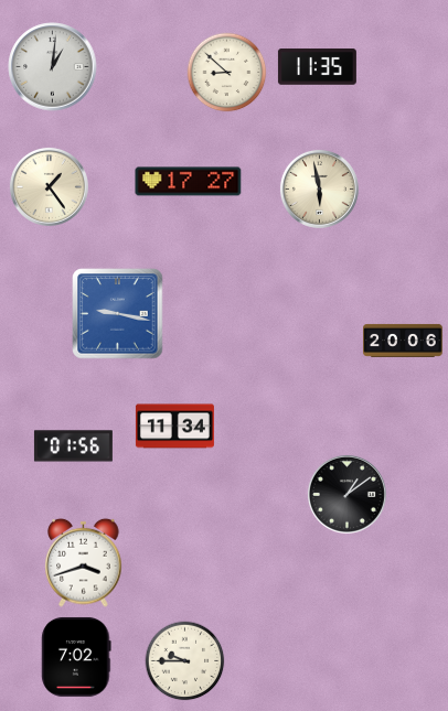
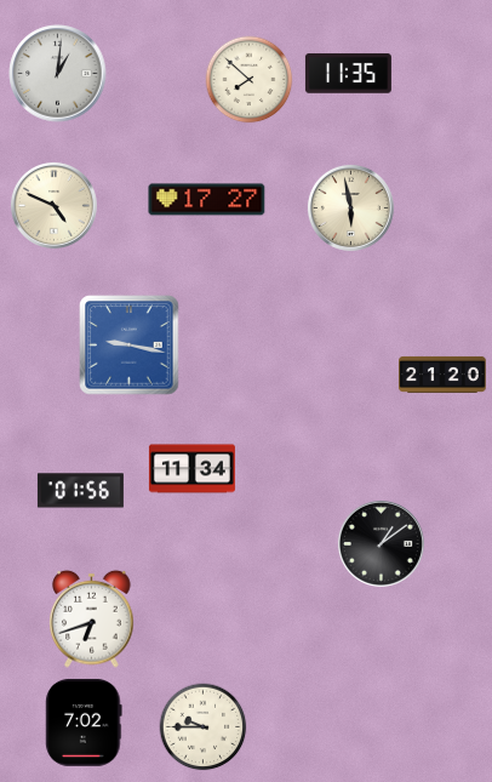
clock at (227, 73): 8:52 -> 7:52
clock at (49, 186): 1:24 -> 4:49
clock at (404, 341): 20:06 -> 21:20
clock at (84, 562): 3:42 -> 6:42
